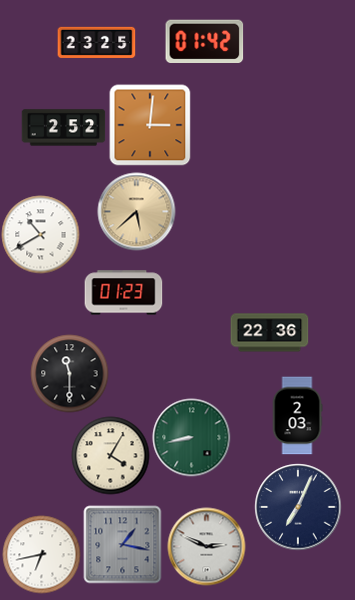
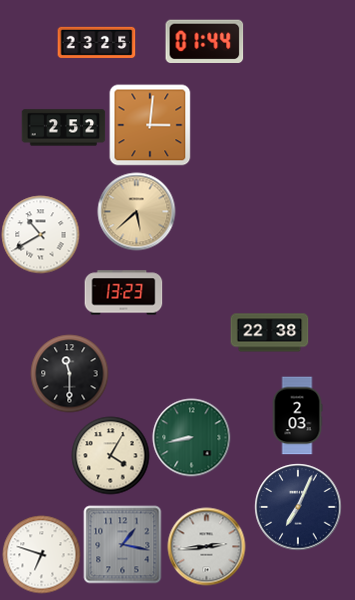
clock at (204, 41): 01:42 -> 01:44
clock at (123, 293): 01:23 -> 13:23
clock at (269, 333): 22:36 -> 22:38
clock at (206, 546): 2:49 -> 2:44
clock at (41, 554): 6:43 -> 6:48
